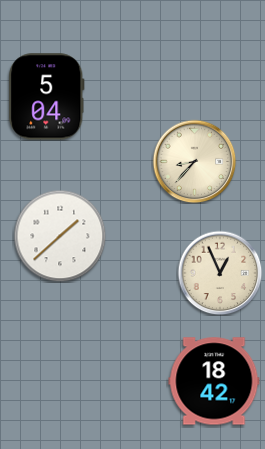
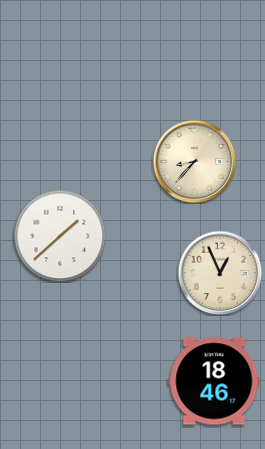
clock at (47, 97): 5:04 -> none
clock at (214, 381): 18:42 -> 18:46
